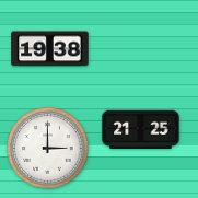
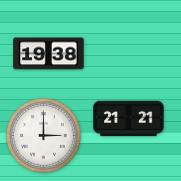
clock at (50, 49) position: (50, 49) -> (49, 54)
clock at (141, 130): 21:25 -> 21:21
